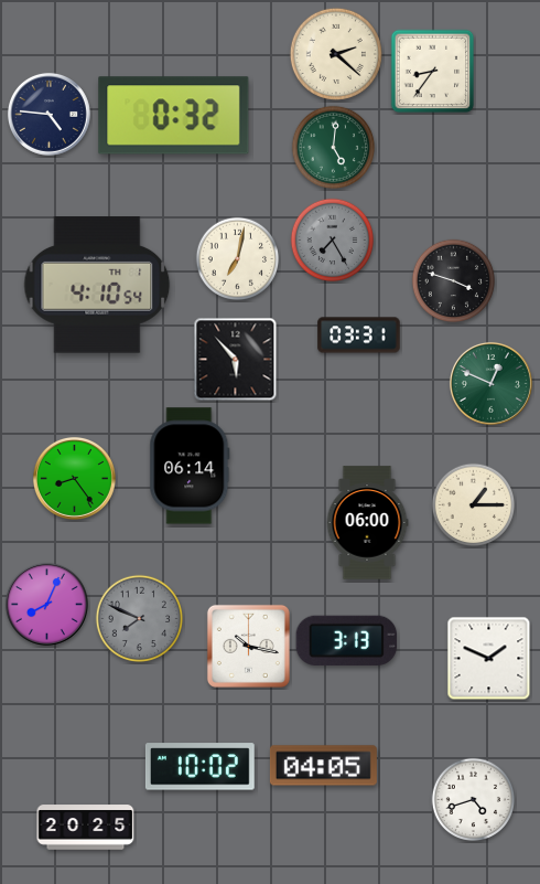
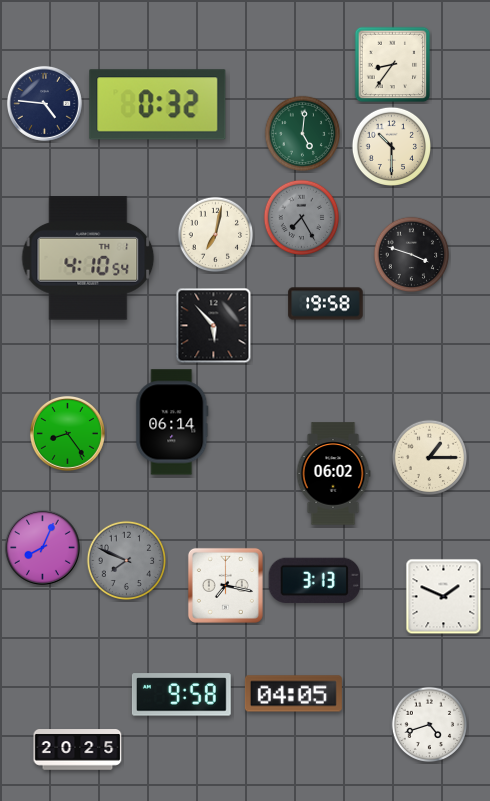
clock at (336, 54): 2:22 -> none
clock at (391, 146): none -> 10:30
clock at (359, 336): 03:31 -> 19:58
clock at (490, 383): 12:49 -> none
clock at (367, 523): 06:00 -> 06:02
clock at (248, 646): 10:17 -> 7:17
clock at (199, 767): 10:02 -> 9:58
